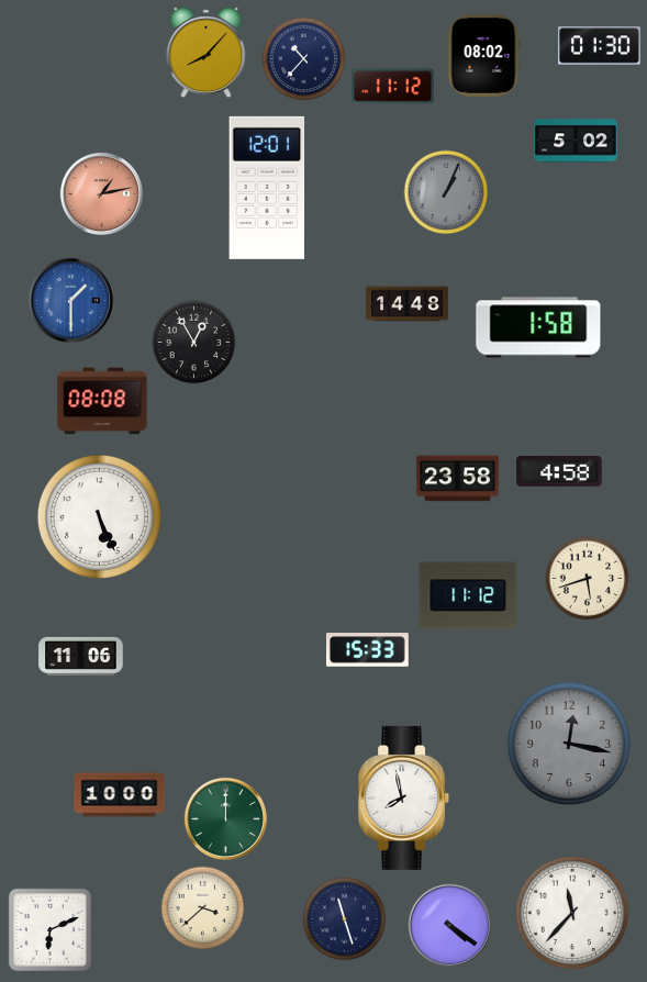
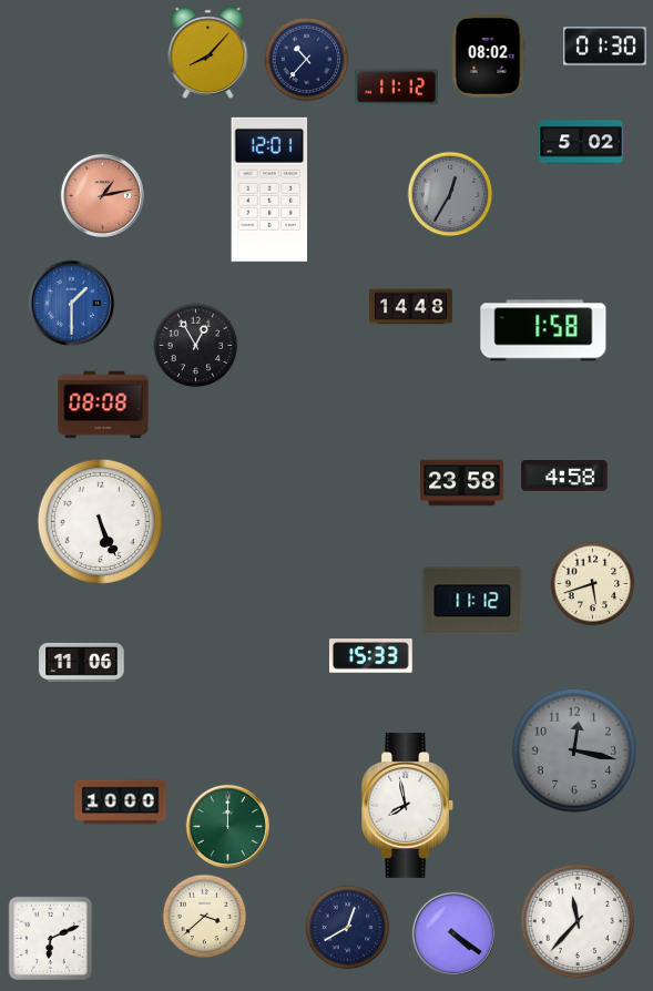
clock at (446, 192): 1:04 -> 12:35
clock at (345, 919): 11:27 -> 12:40
